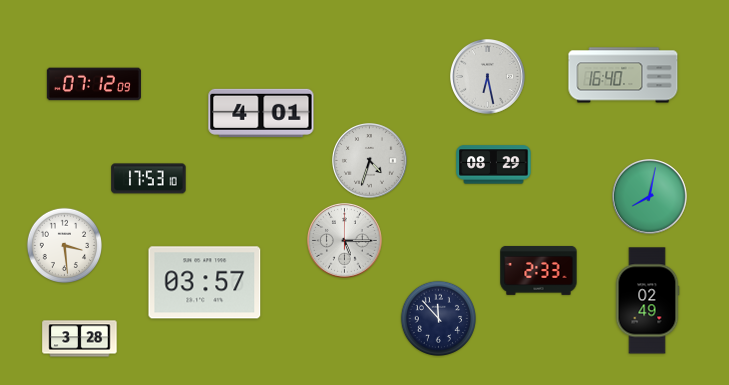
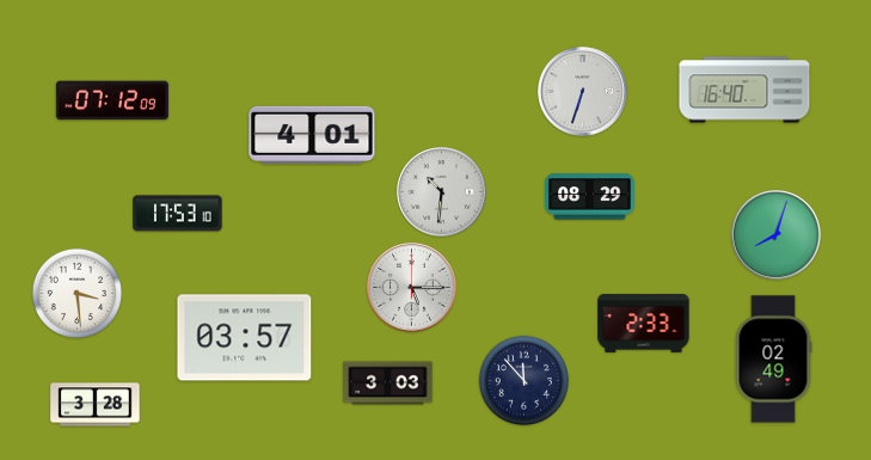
clock at (488, 77): 6:28 -> 6:33
clock at (370, 161): 4:33 -> 10:31
clock at (650, 197): 8:02 -> 8:03
clock at (388, 384): none -> 3:03
